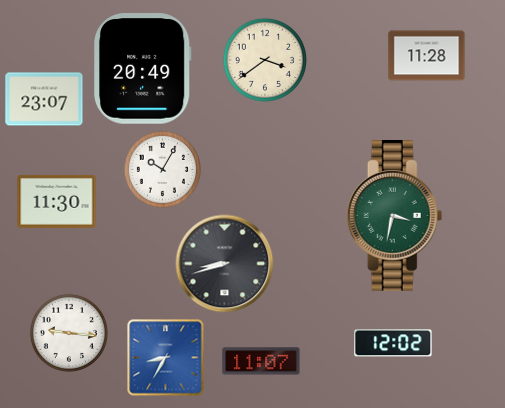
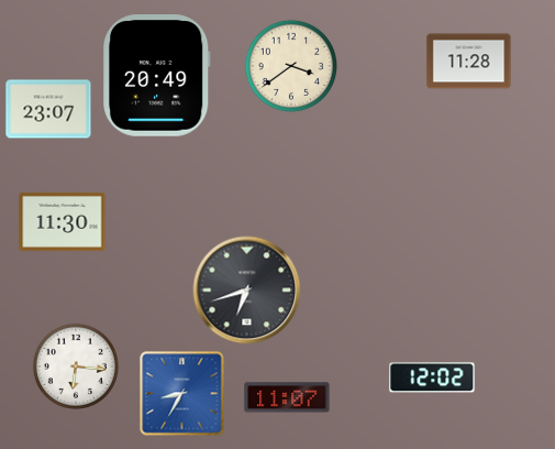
clock at (162, 169): 10:05 -> none
clock at (395, 216): 3:32 -> none
clock at (225, 264): 8:42 -> 6:42
clock at (69, 333): 9:16 -> 6:16
